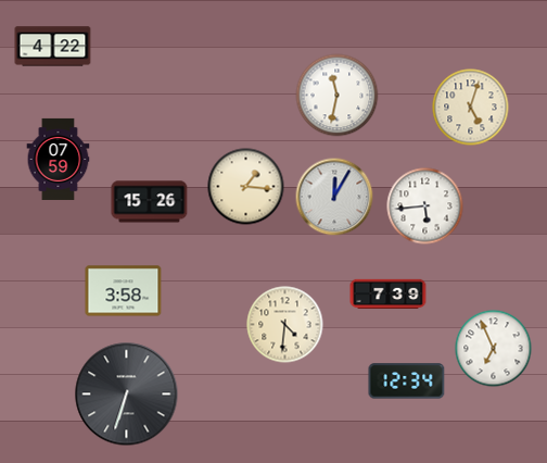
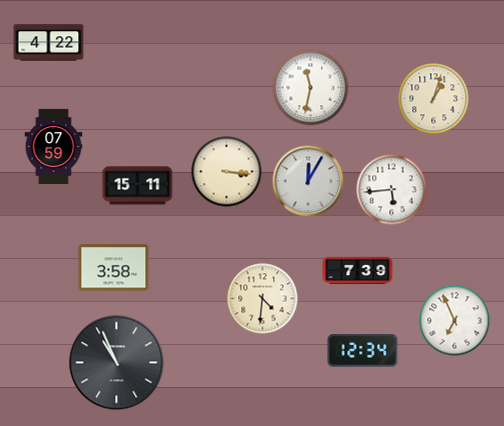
clock at (471, 108): 5:03 -> 1:03
clock at (246, 187): 1:16 -> 3:16
clock at (150, 202): 15:26 -> 15:11
clock at (407, 381) position: (407, 381) -> (363, 351)
clock at (127, 395): 6:33 -> 10:56
